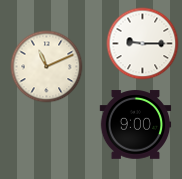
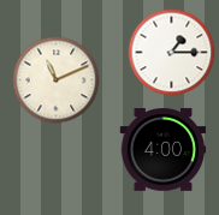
clock at (143, 44): 9:15 -> 1:15
clock at (136, 125): 9:00 -> 4:00
